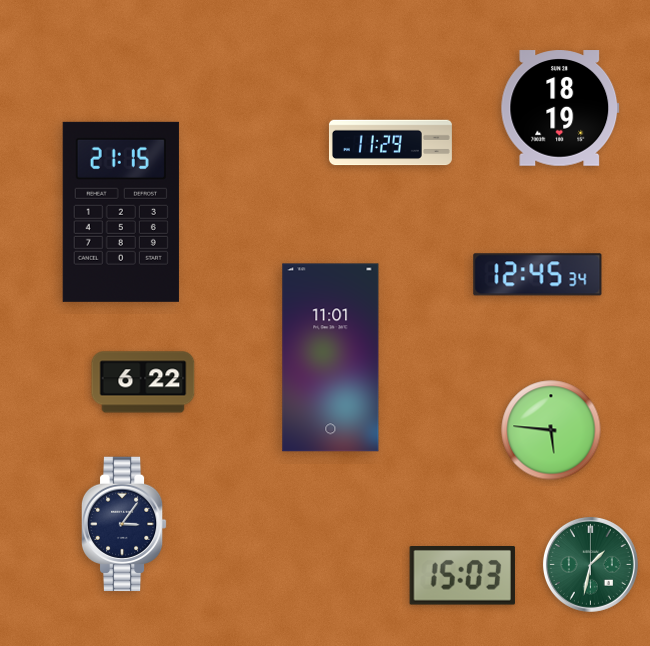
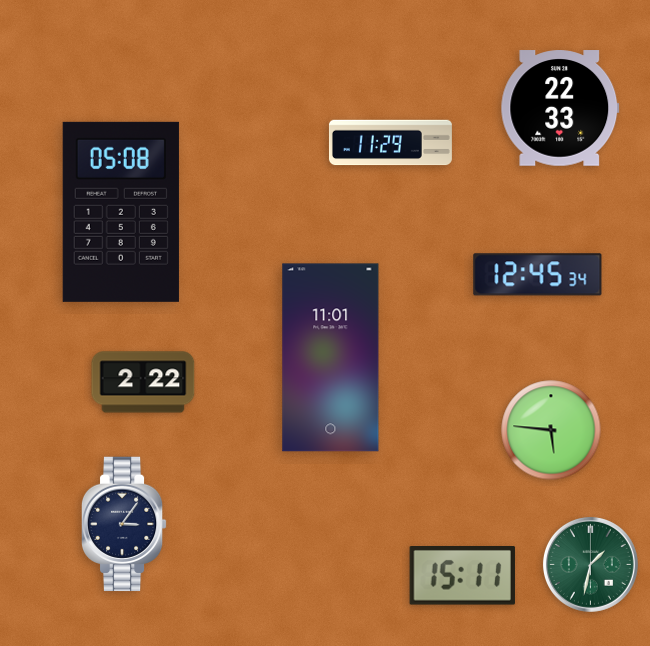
clock at (560, 108): 18:19 -> 22:33
clock at (121, 212): 21:15 -> 05:08
clock at (143, 382): 6:22 -> 2:22
clock at (462, 576): 15:03 -> 15:11
